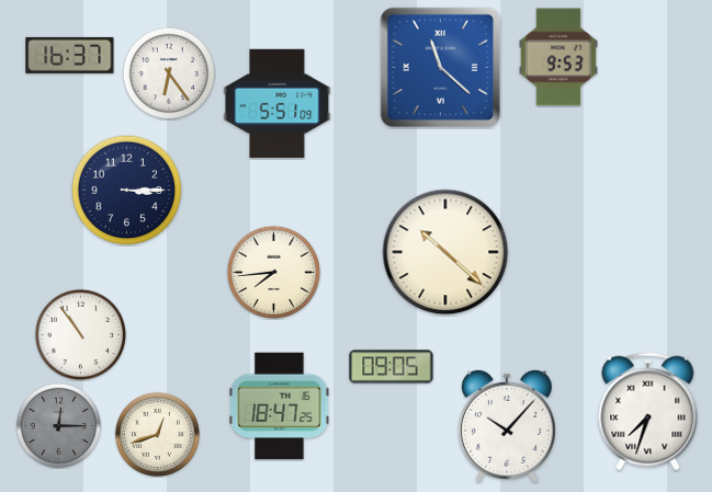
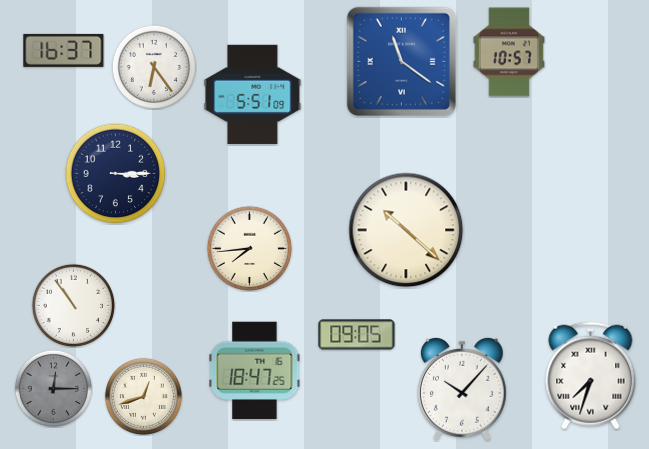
clock at (558, 57): 9:53 -> 10:57
clock at (440, 67): 11:22 -> 11:21
